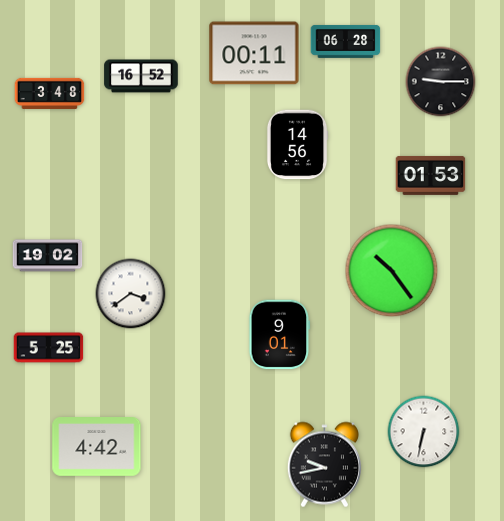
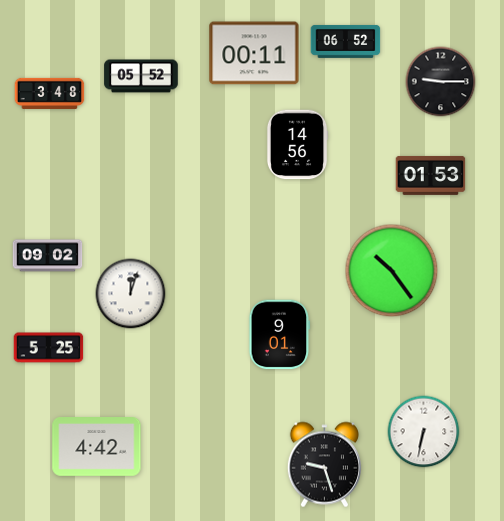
clock at (346, 41): 06:28 -> 06:52
clock at (141, 76): 16:52 -> 05:52
clock at (48, 256): 19:02 -> 09:02
clock at (131, 294): 3:39 -> 12:03
clock at (324, 465): 9:43 -> 9:27
